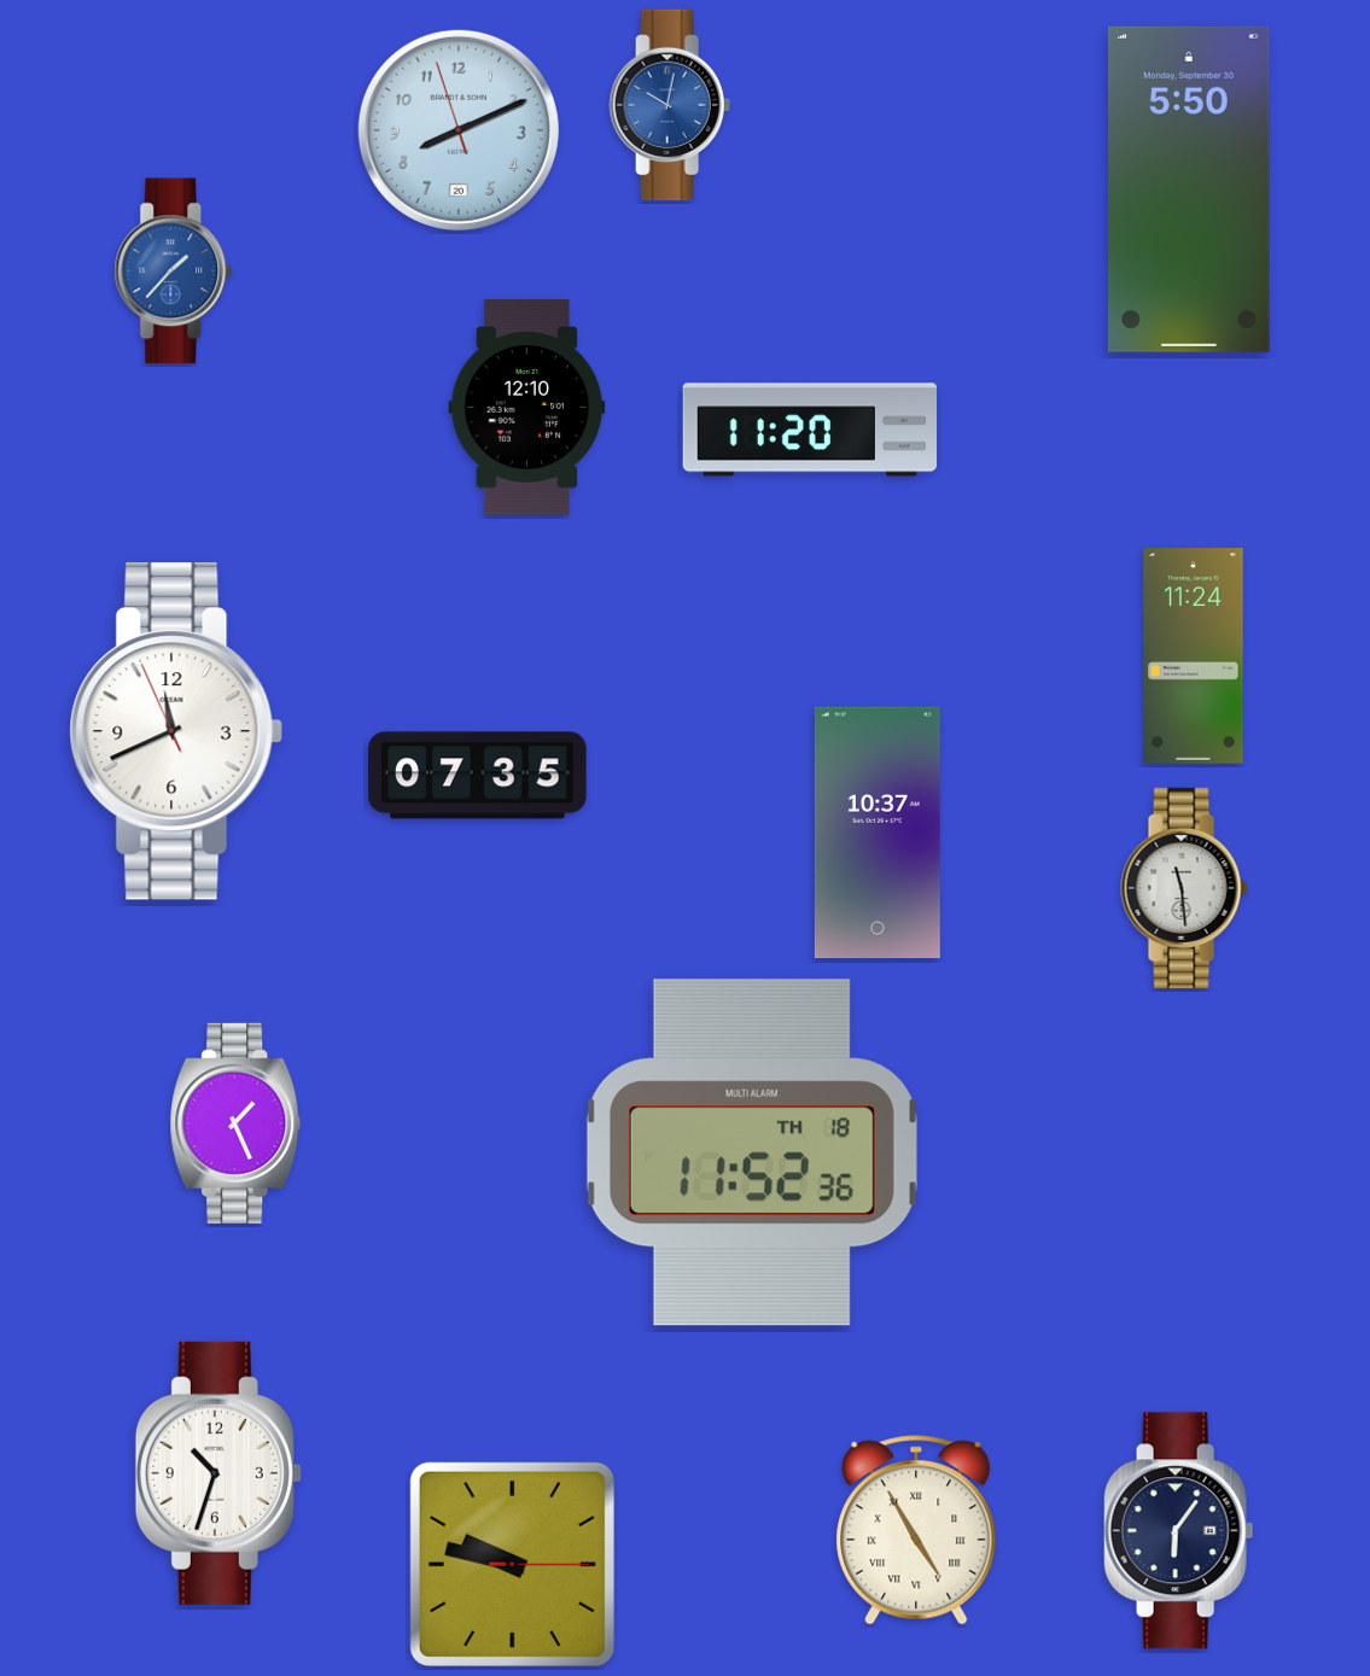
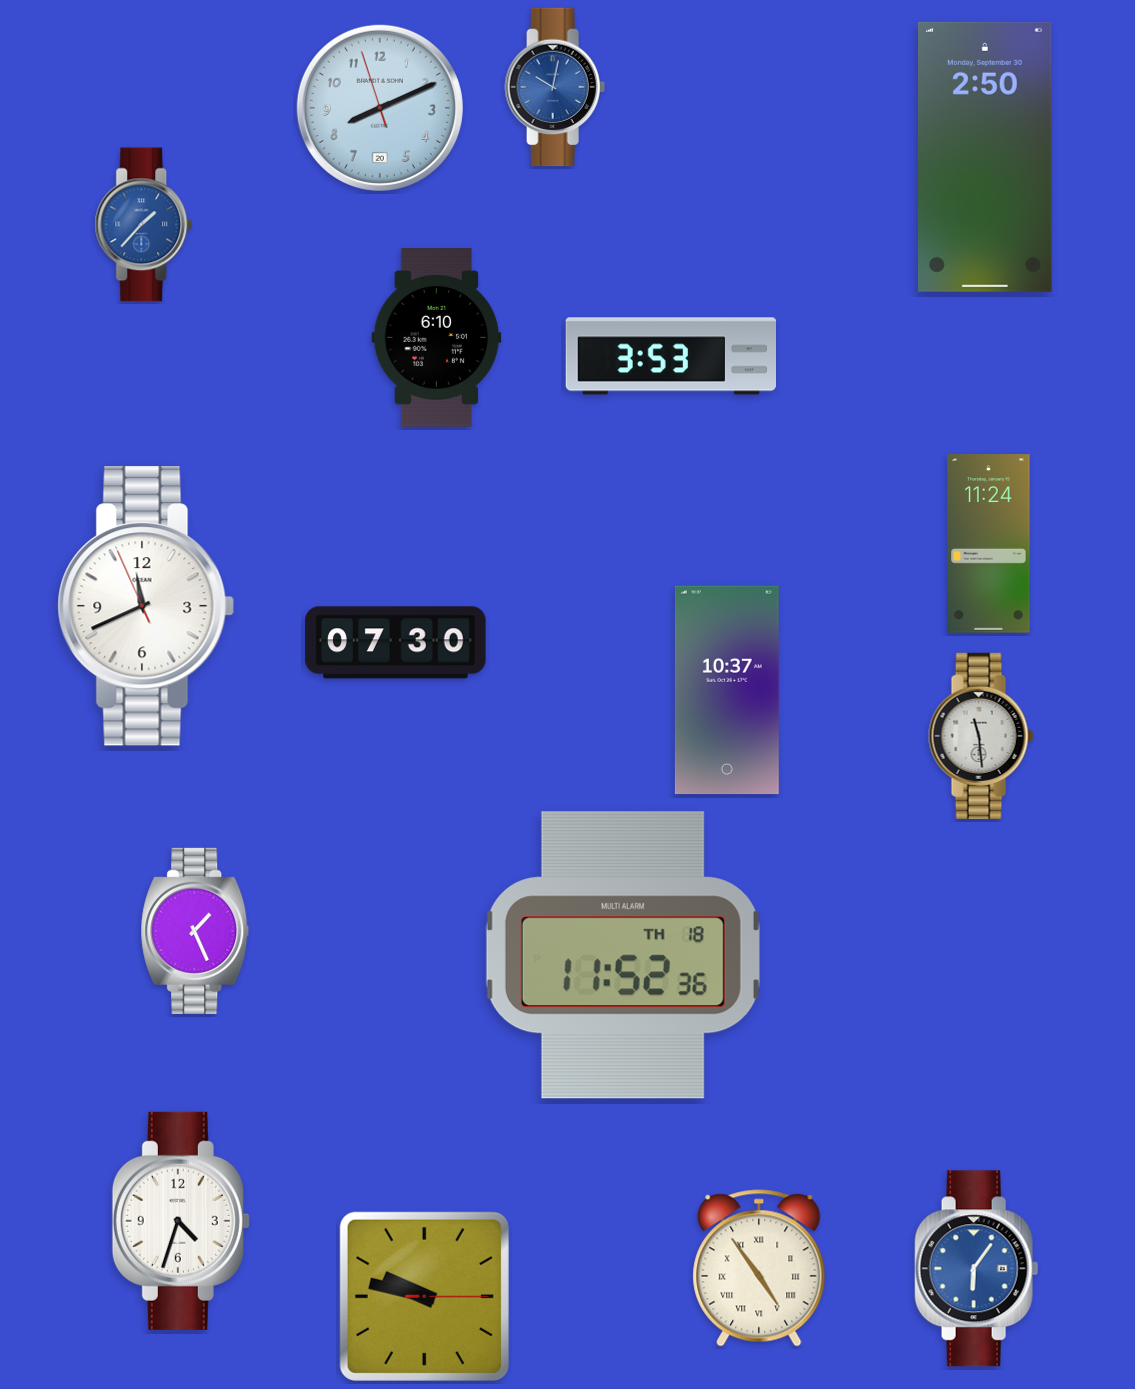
clock at (1190, 189): 5:50 -> 2:50
clock at (527, 408): 12:10 -> 6:10
clock at (809, 430): 11:20 -> 3:53
clock at (478, 776): 07:35 -> 07:30
clock at (218, 1473): 10:33 -> 4:33
clock at (916, 1530): 4:55 -> 4:54
clock at (1179, 1531) dial: navy -> blue
